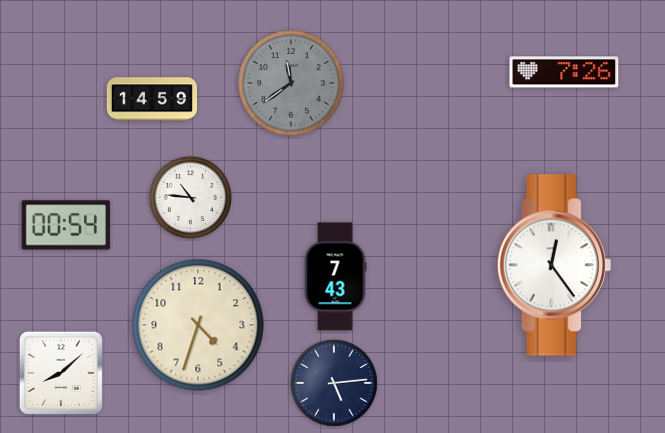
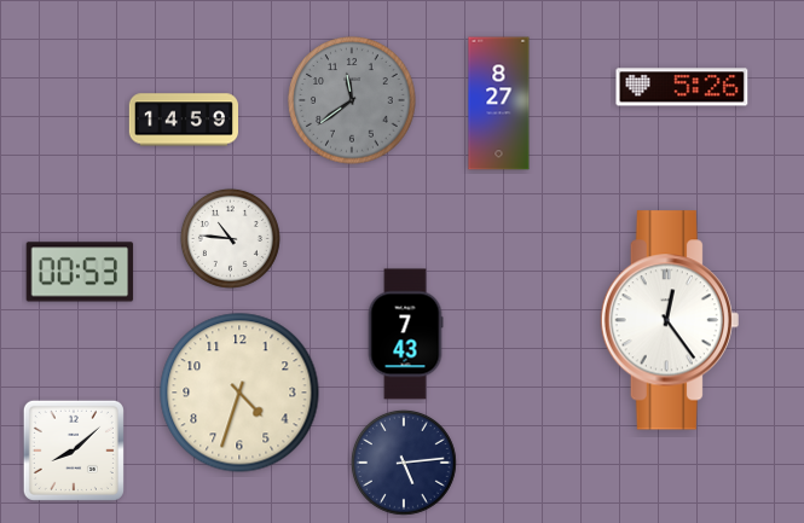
clock at (564, 72): 7:26 -> 5:26
clock at (499, 104): none -> 8:27
clock at (66, 225): 00:54 -> 00:53
